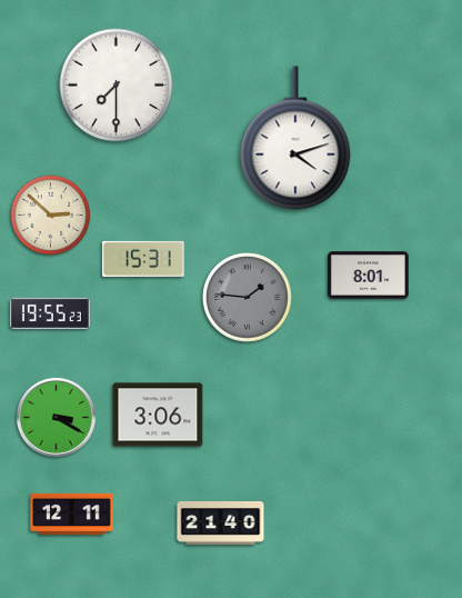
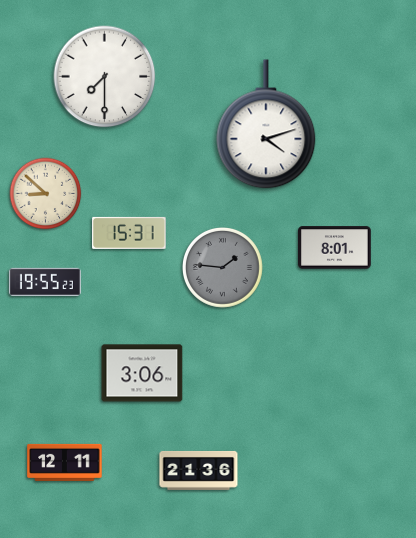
clock at (51, 216): 2:52 -> 8:52
clock at (369, 276) position: (369, 276) -> (335, 248)
clock at (56, 417): 3:20 -> none
clock at (221, 522): 21:40 -> 21:36
